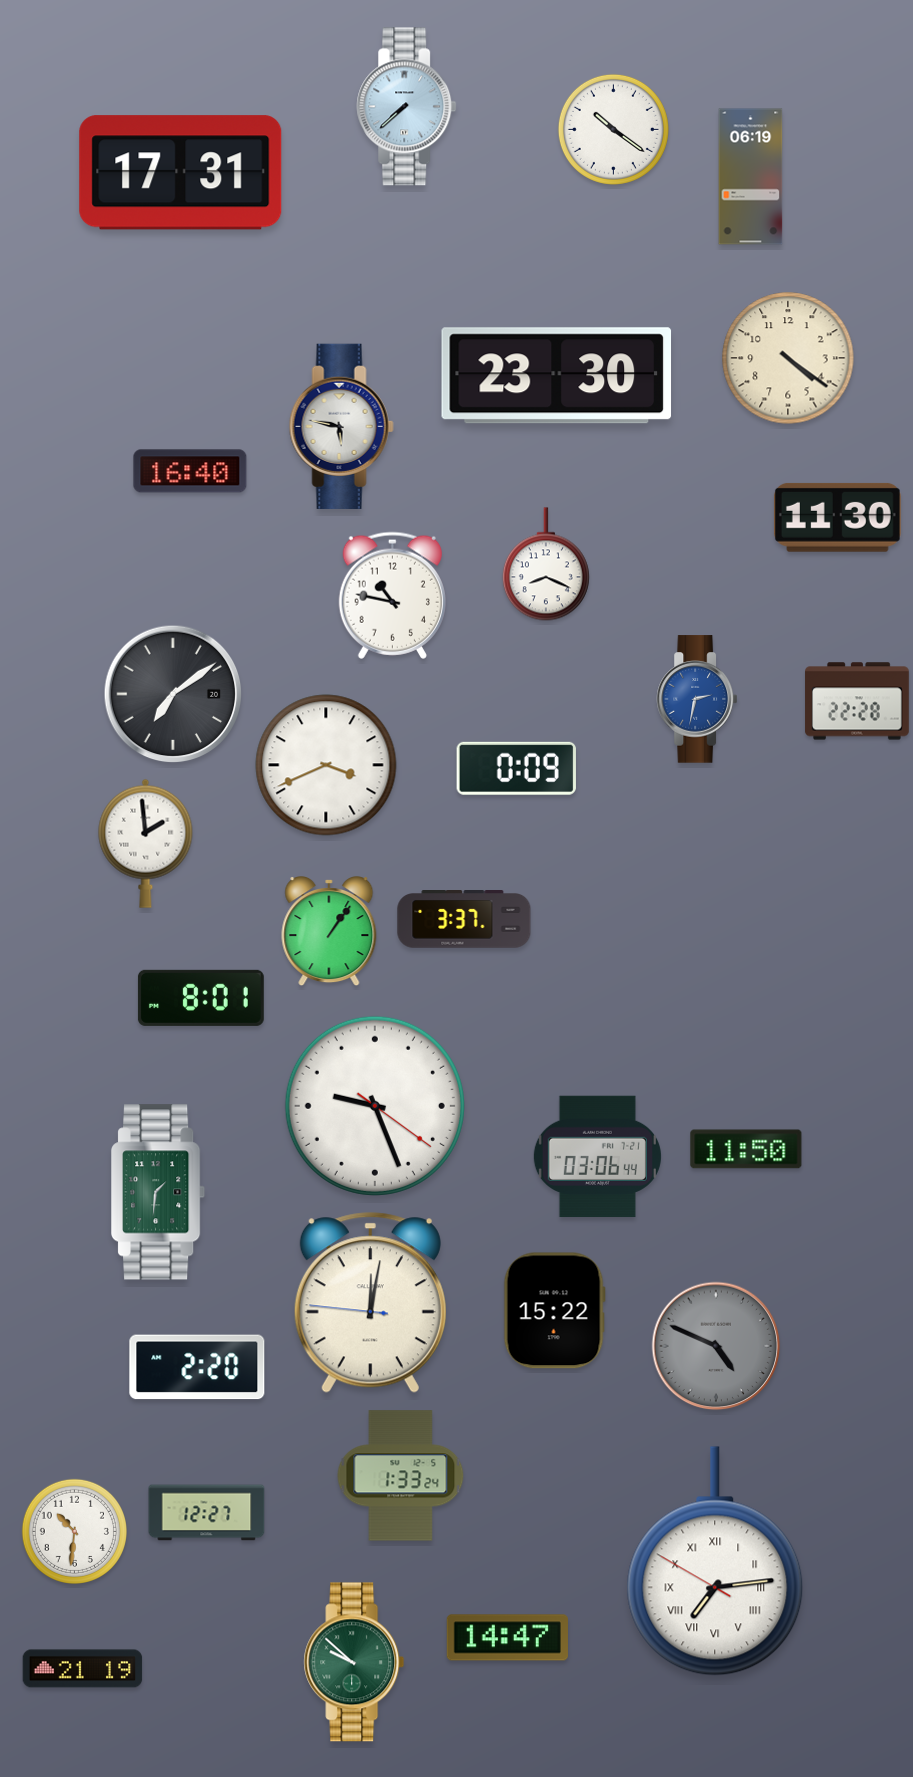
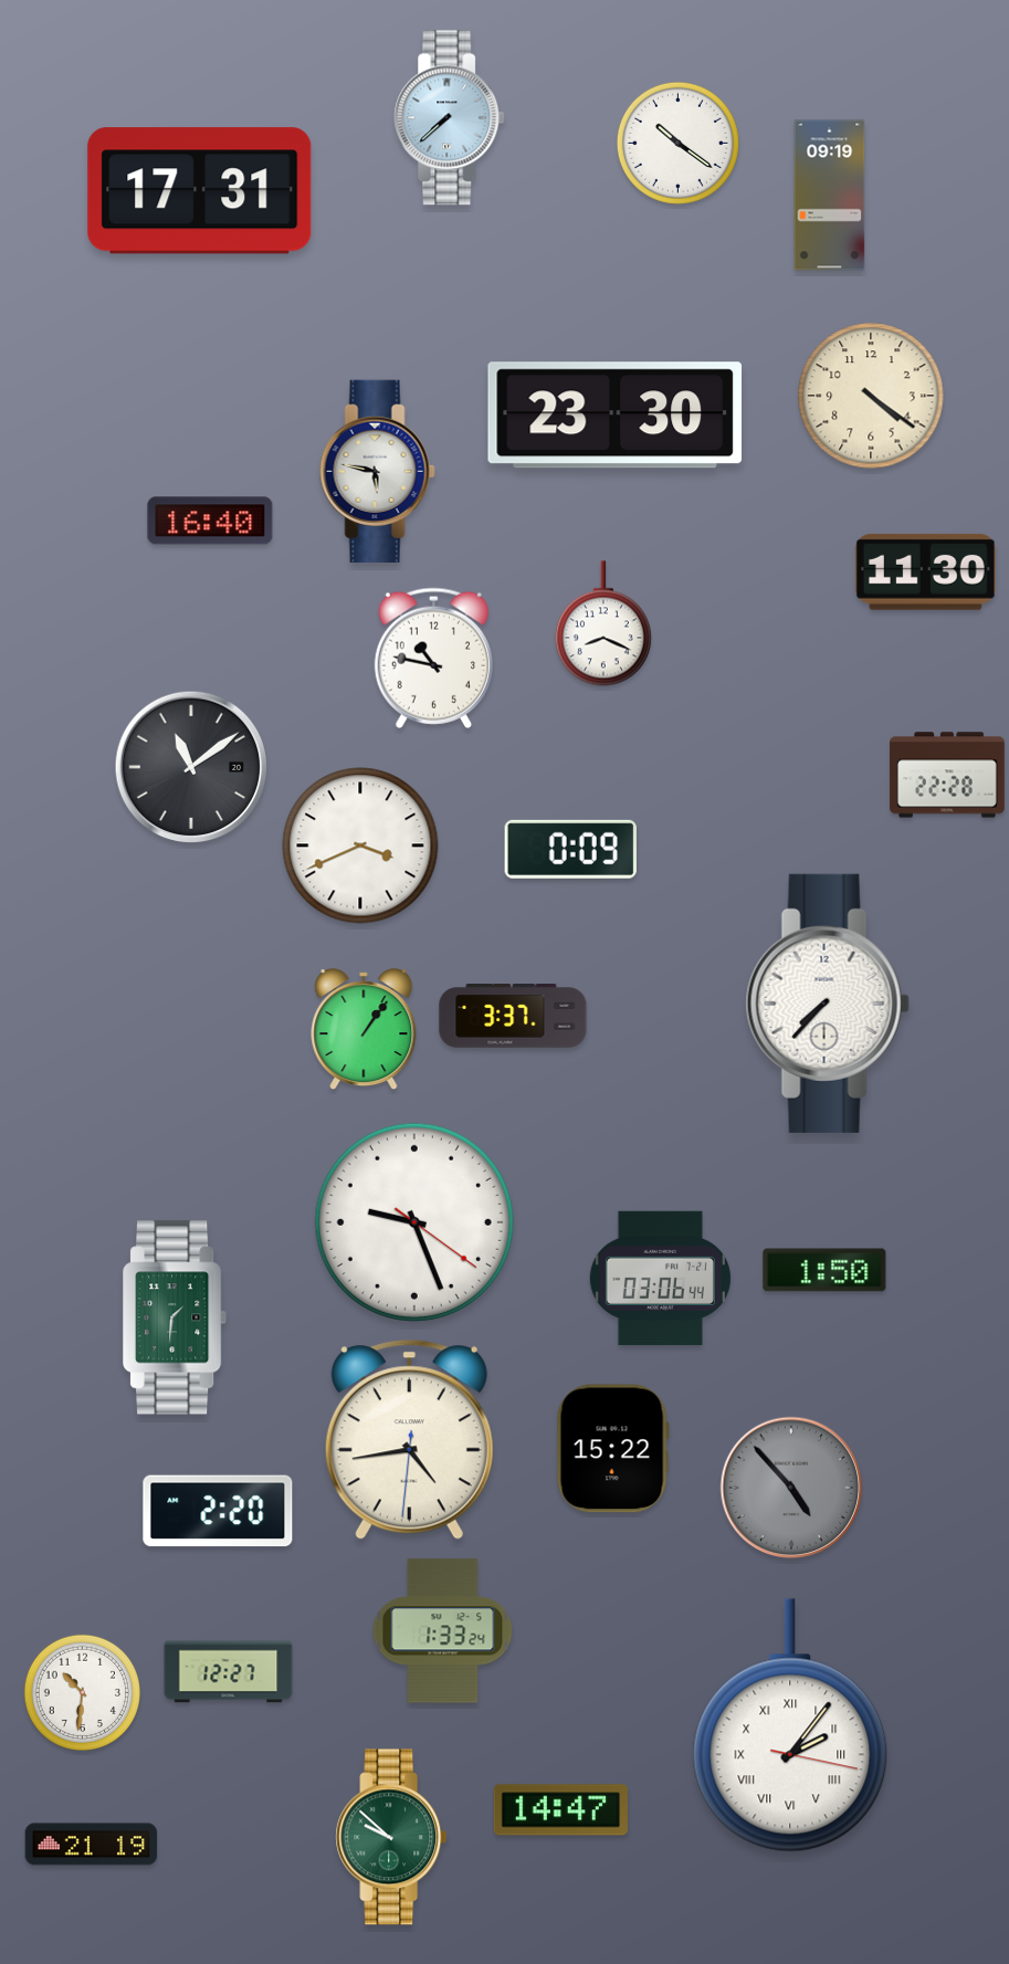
clock at (751, 177): 06:19 -> 09:19
clock at (173, 694): 7:09 -> 11:09
clock at (696, 699): 2:32 -> none
clock at (146, 843): 1:59 -> none
clock at (828, 1004): none -> 7:37
clock at (201, 998): 8:01 -> none
clock at (746, 1149): 11:50 -> 1:50
clock at (370, 1303): 12:01 -> 4:43
clock at (716, 1346): 4:49 -> 4:53
clock at (715, 1561): 7:13 -> 2:06
